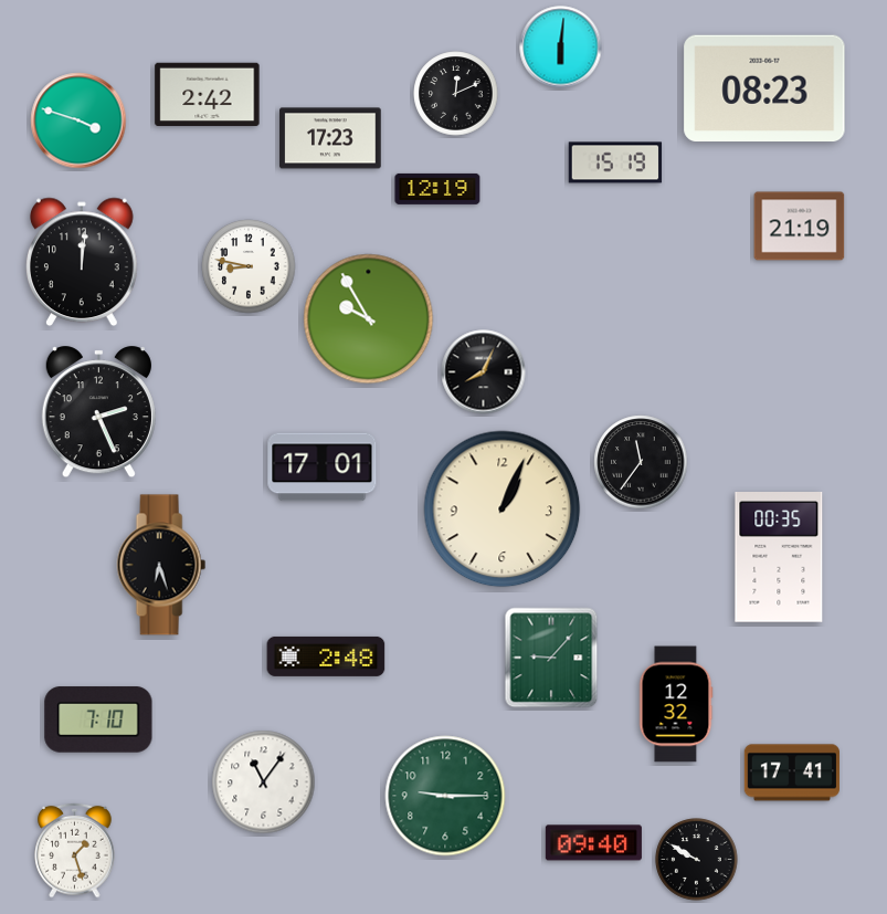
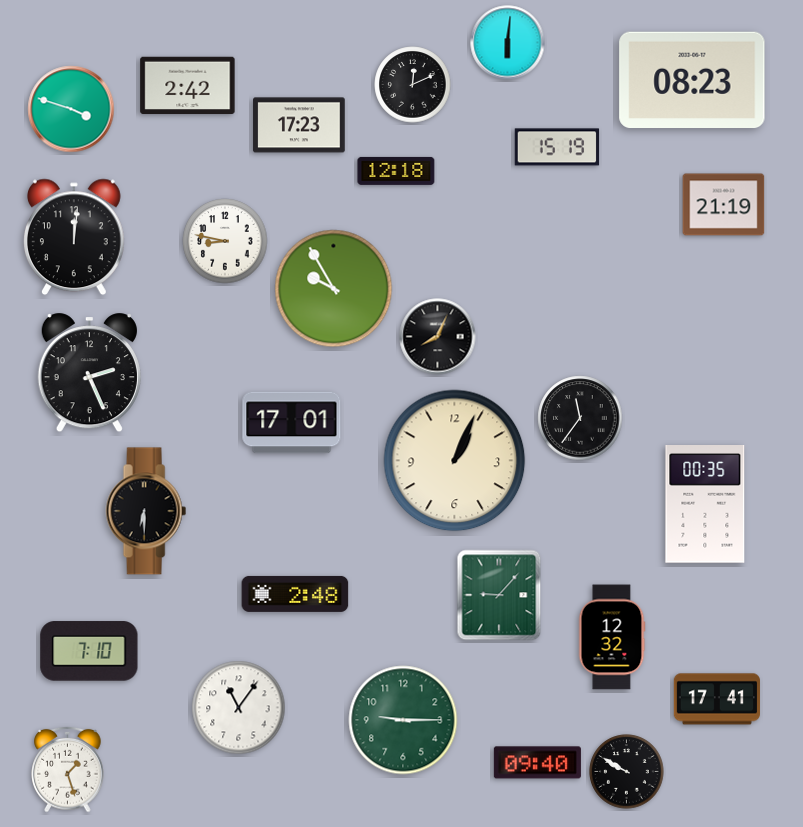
clock at (437, 189): 12:19 -> 12:18
clock at (161, 565): 6:27 -> 6:30
clock at (697, 860) position: (697, 860) -> (627, 772)
